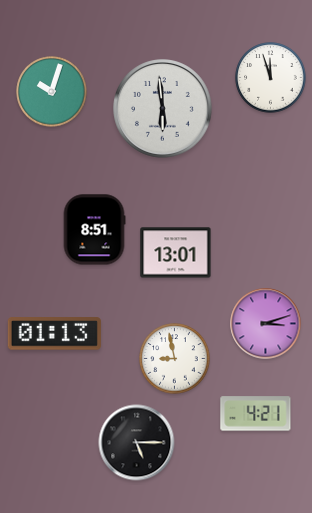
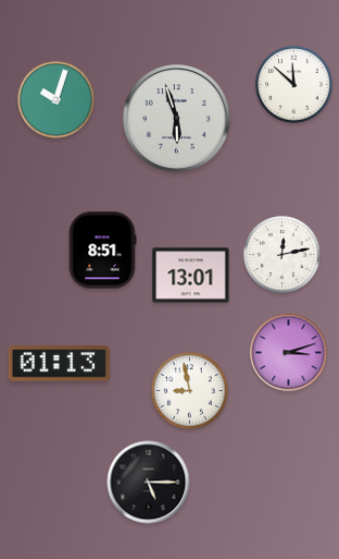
clock at (271, 78): 11:57 -> 11:52
clock at (163, 109): 5:59 -> 5:57
clock at (282, 255): none -> 12:13
clock at (256, 414): 4:21 -> none
